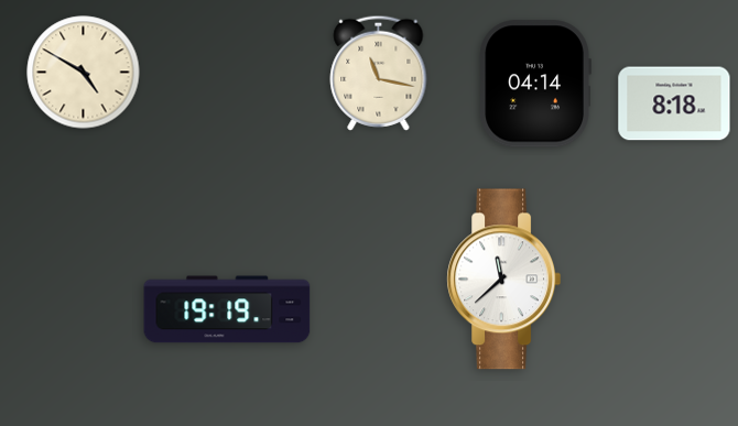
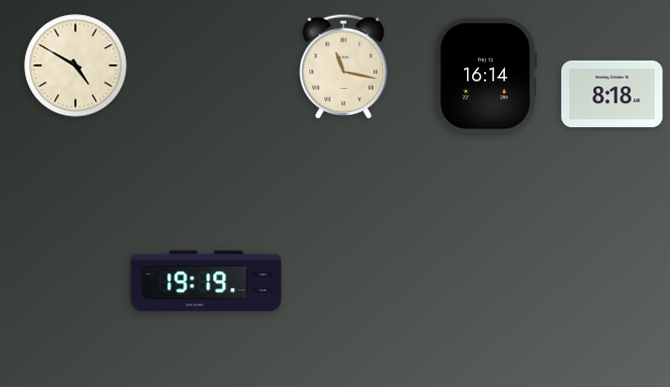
clock at (535, 84): 04:14 -> 16:14
clock at (504, 280): 11:38 -> none
